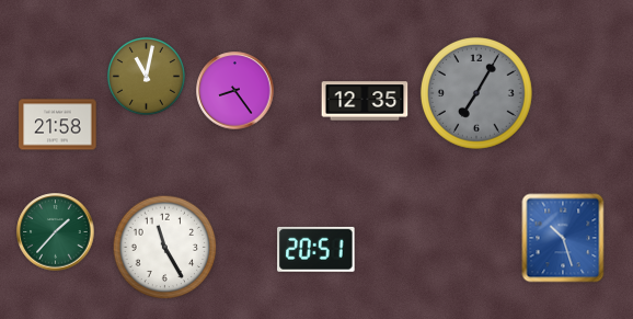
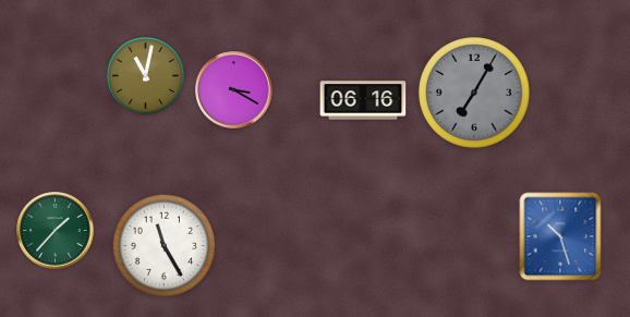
clock at (235, 91): 8:24 -> 3:20
clock at (365, 101): 12:35 -> 06:16
clock at (58, 125): 21:58 -> none
clock at (316, 249): 20:51 -> none
